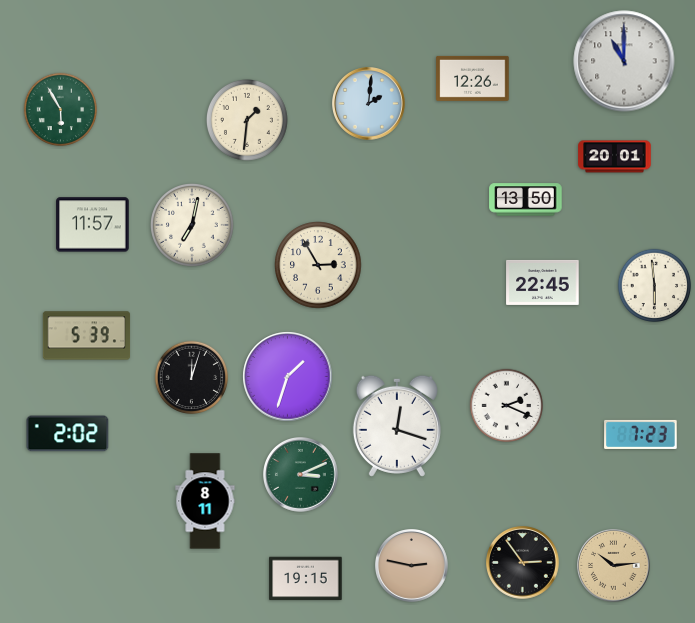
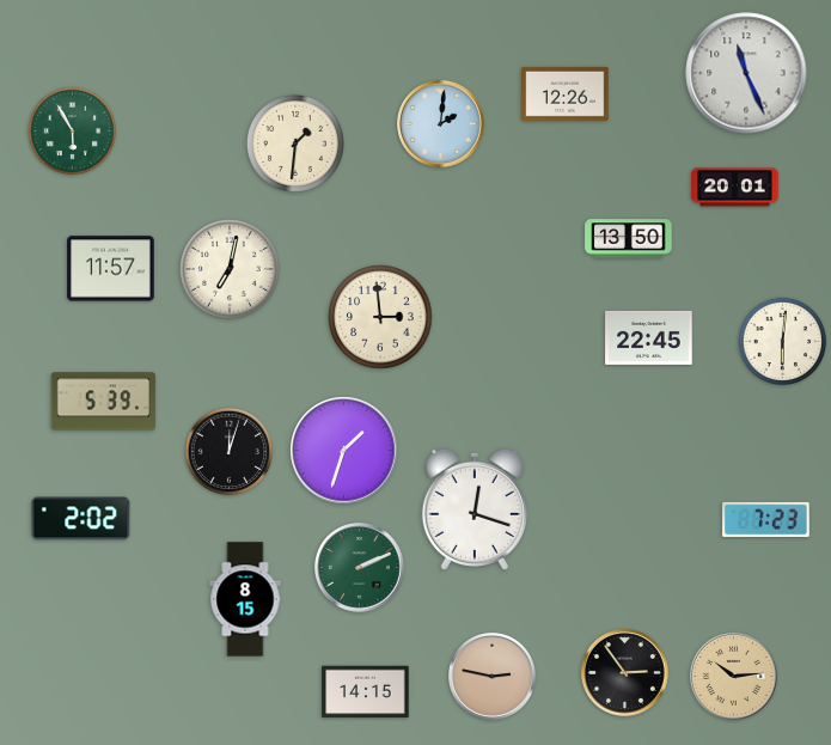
clock at (624, 61): 11:00 -> 11:26
clock at (318, 265): 2:55 -> 2:59
clock at (655, 286): 5:59 -> 6:01
clock at (507, 406): 2:19 -> none
clock at (301, 475): 3:11 -> 2:11
clock at (205, 501): 8:11 -> 8:15
clock at (306, 579): 19:15 -> 14:15
